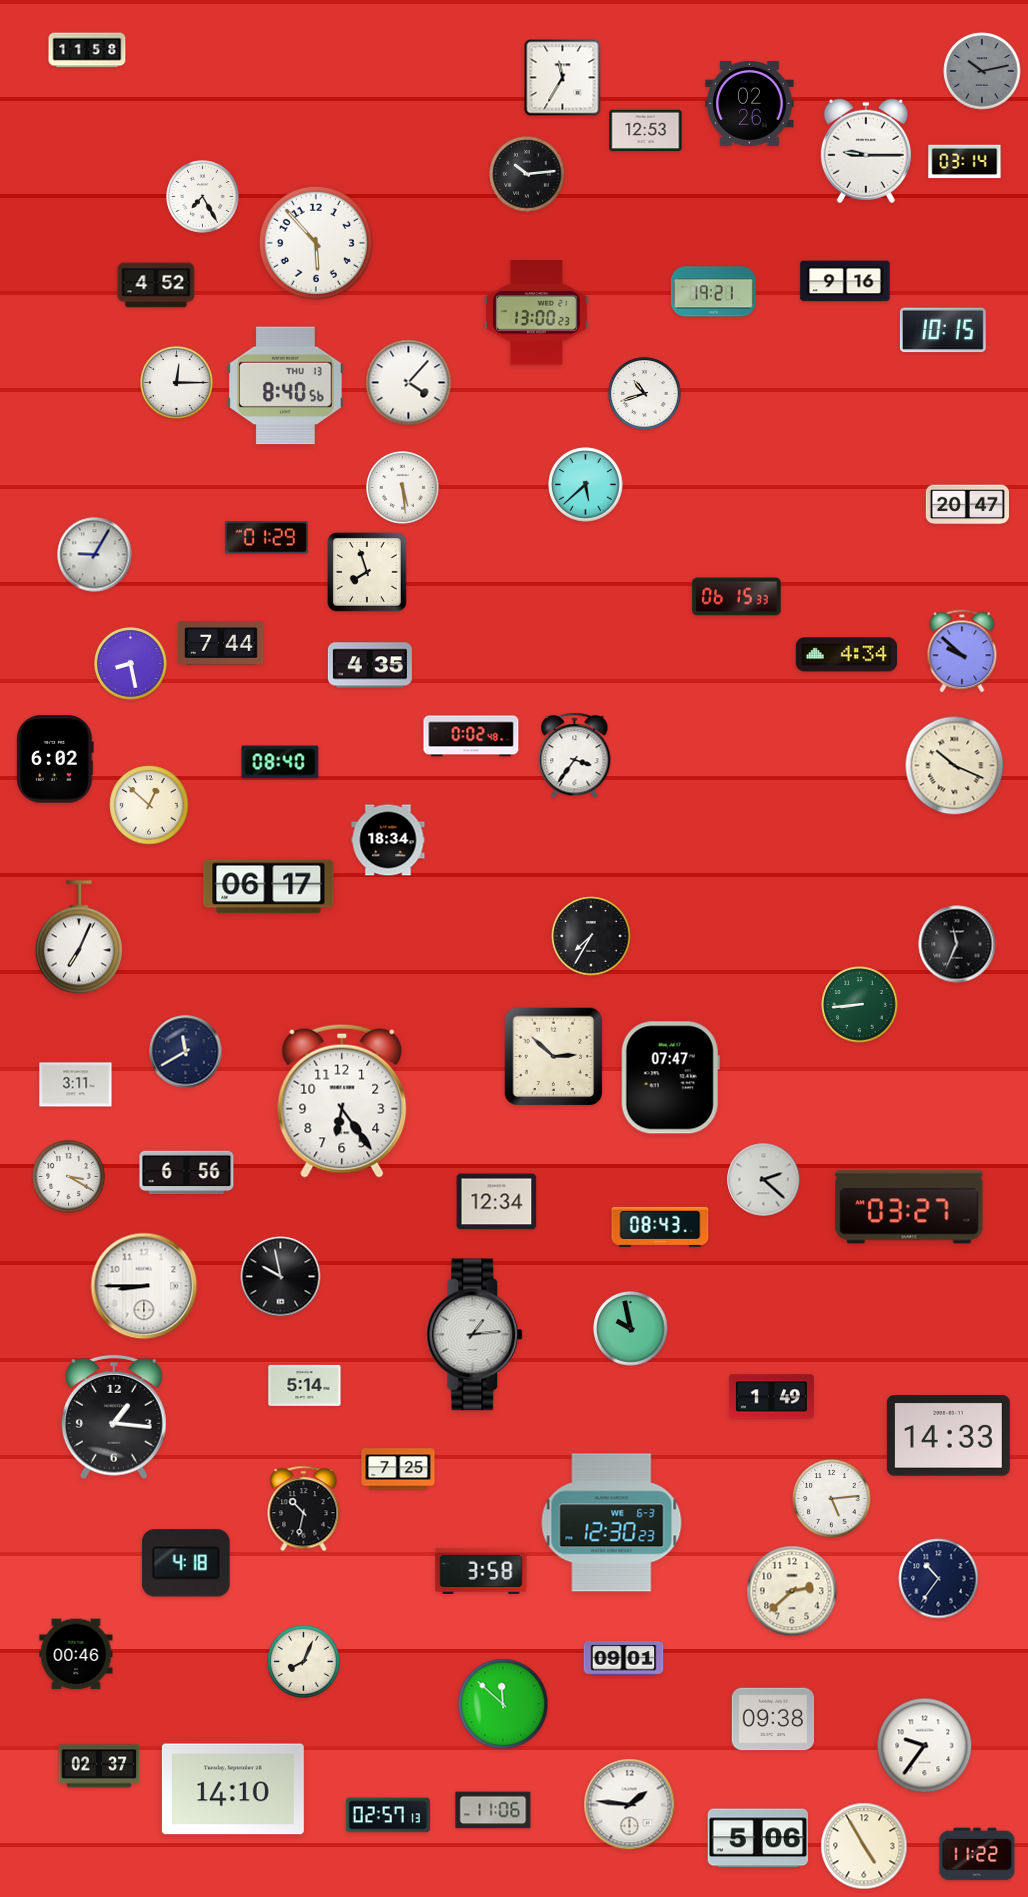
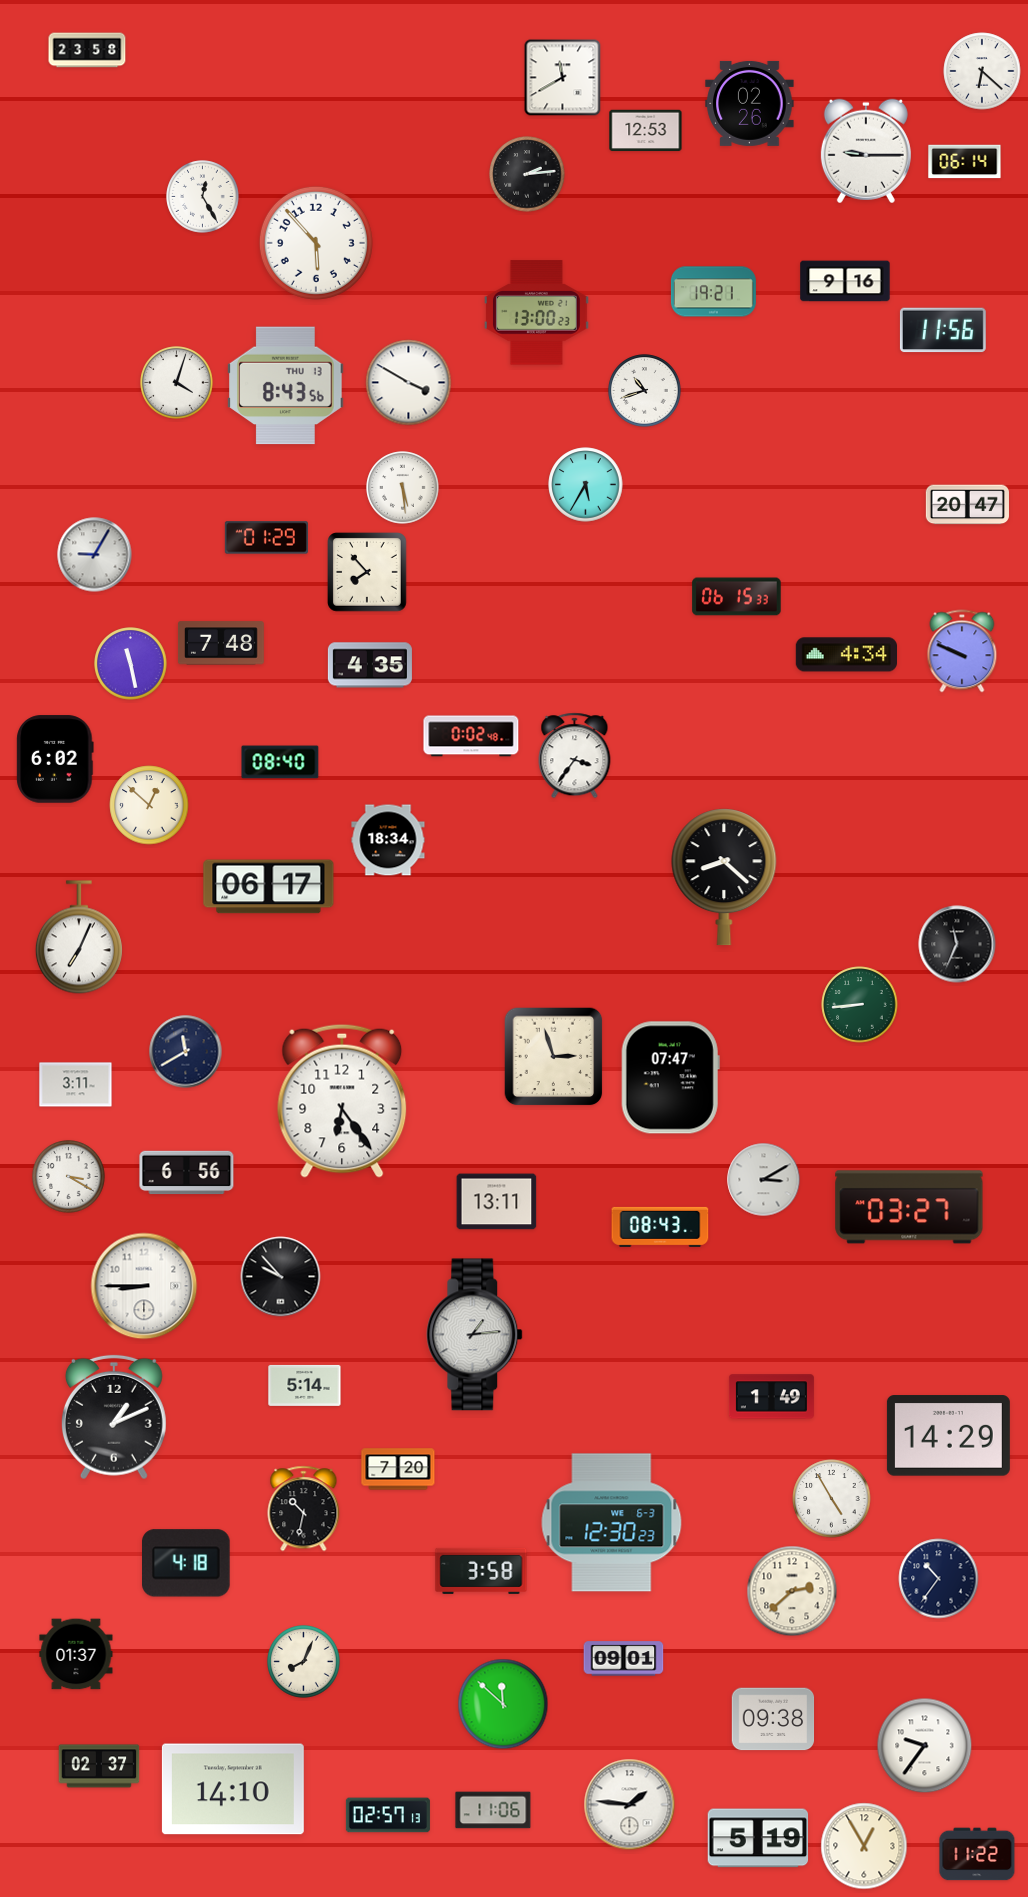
clock at (87, 50): 11:58 -> 23:58
clock at (982, 71): 10:13 -> 6:22
clock at (982, 71) dial: grey -> white
clock at (563, 78): 11:35 -> 11:40
clock at (965, 162): 03:14 -> 06:14
clock at (527, 174): 10:14 -> 2:14
clock at (203, 197): 7:25 -> 12:25
clock at (156, 285): 4:52 -> none
clock at (943, 330): 10:15 -> 11:56
clock at (177, 383): 12:15 -> 4:03
clock at (409, 383): 4:07 -> 3:50
clock at (286, 386): 8:40 -> 8:43
clock at (645, 394) position: (645, 394) -> (645, 391)
clock at (586, 485): 5:38 -> 5:35
clock at (368, 573): 7:57 -> 7:53
clock at (221, 643): 7:44 -> 7:48
clock at (962, 651): 9:52 -> 9:49
clock at (131, 664): 8:28 -> 11:28
clock at (955, 766): 10:19 -> none
clock at (724, 877): none -> 8:22
clock at (591, 936): 7:35 -> none
clock at (554, 1057): 2:52 -> 2:57
clock at (764, 1180): 2:22 -> 3:10
clock at (497, 1202): 12:34 -> 13:11
clock at (281, 1277): 9:58 -> 9:53
clock at (631, 1329): 9:58 -> none
clock at (114, 1417): 1:16 -> 1:11
clock at (948, 1436): 14:33 -> 14:29
clock at (398, 1469): 7:25 -> 7:20
clock at (832, 1499): 5:14 -> 4:55
clock at (76, 1654): 00:46 -> 01:37
clock at (758, 1838): 5:06 -> 5:19
clock at (864, 1846): 4:55 -> 12:55
